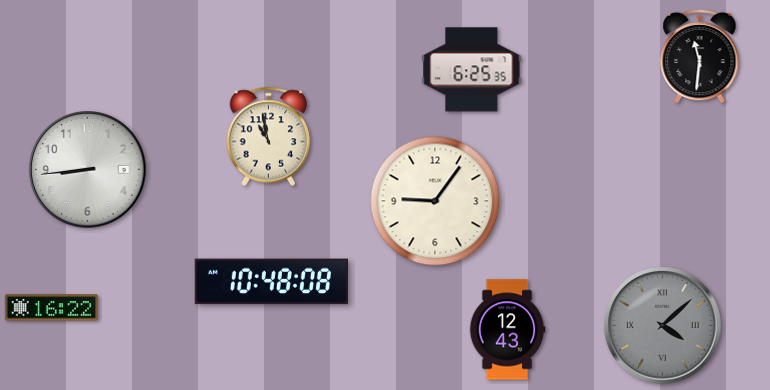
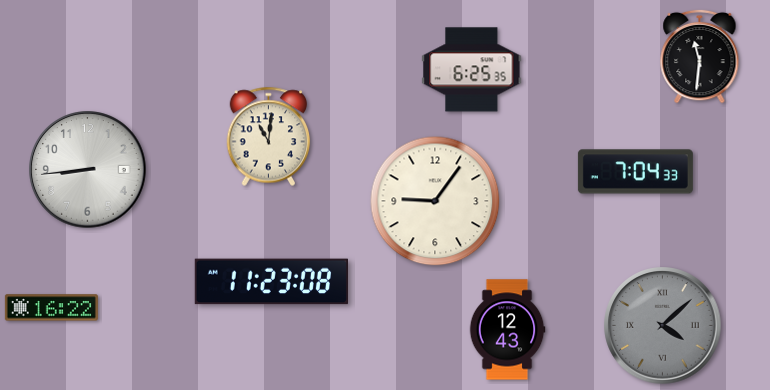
clock at (269, 137): 10:58 -> 11:01
clock at (635, 172): none -> 7:04
clock at (271, 282): 10:48 -> 11:23
